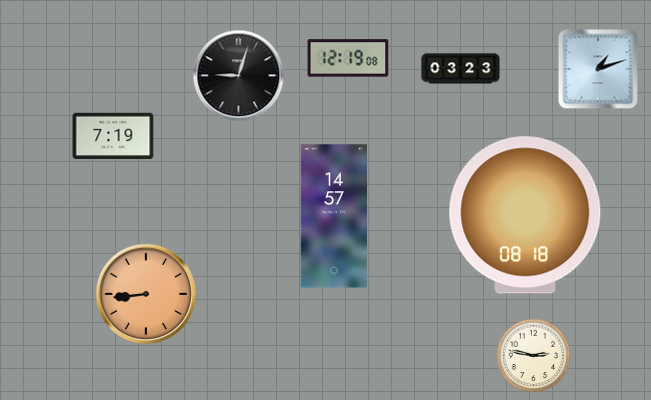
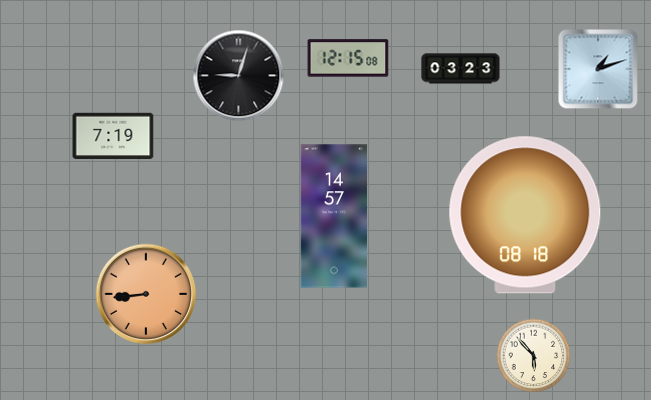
clock at (348, 58): 12:19 -> 12:15
clock at (534, 356): 2:47 -> 5:53
